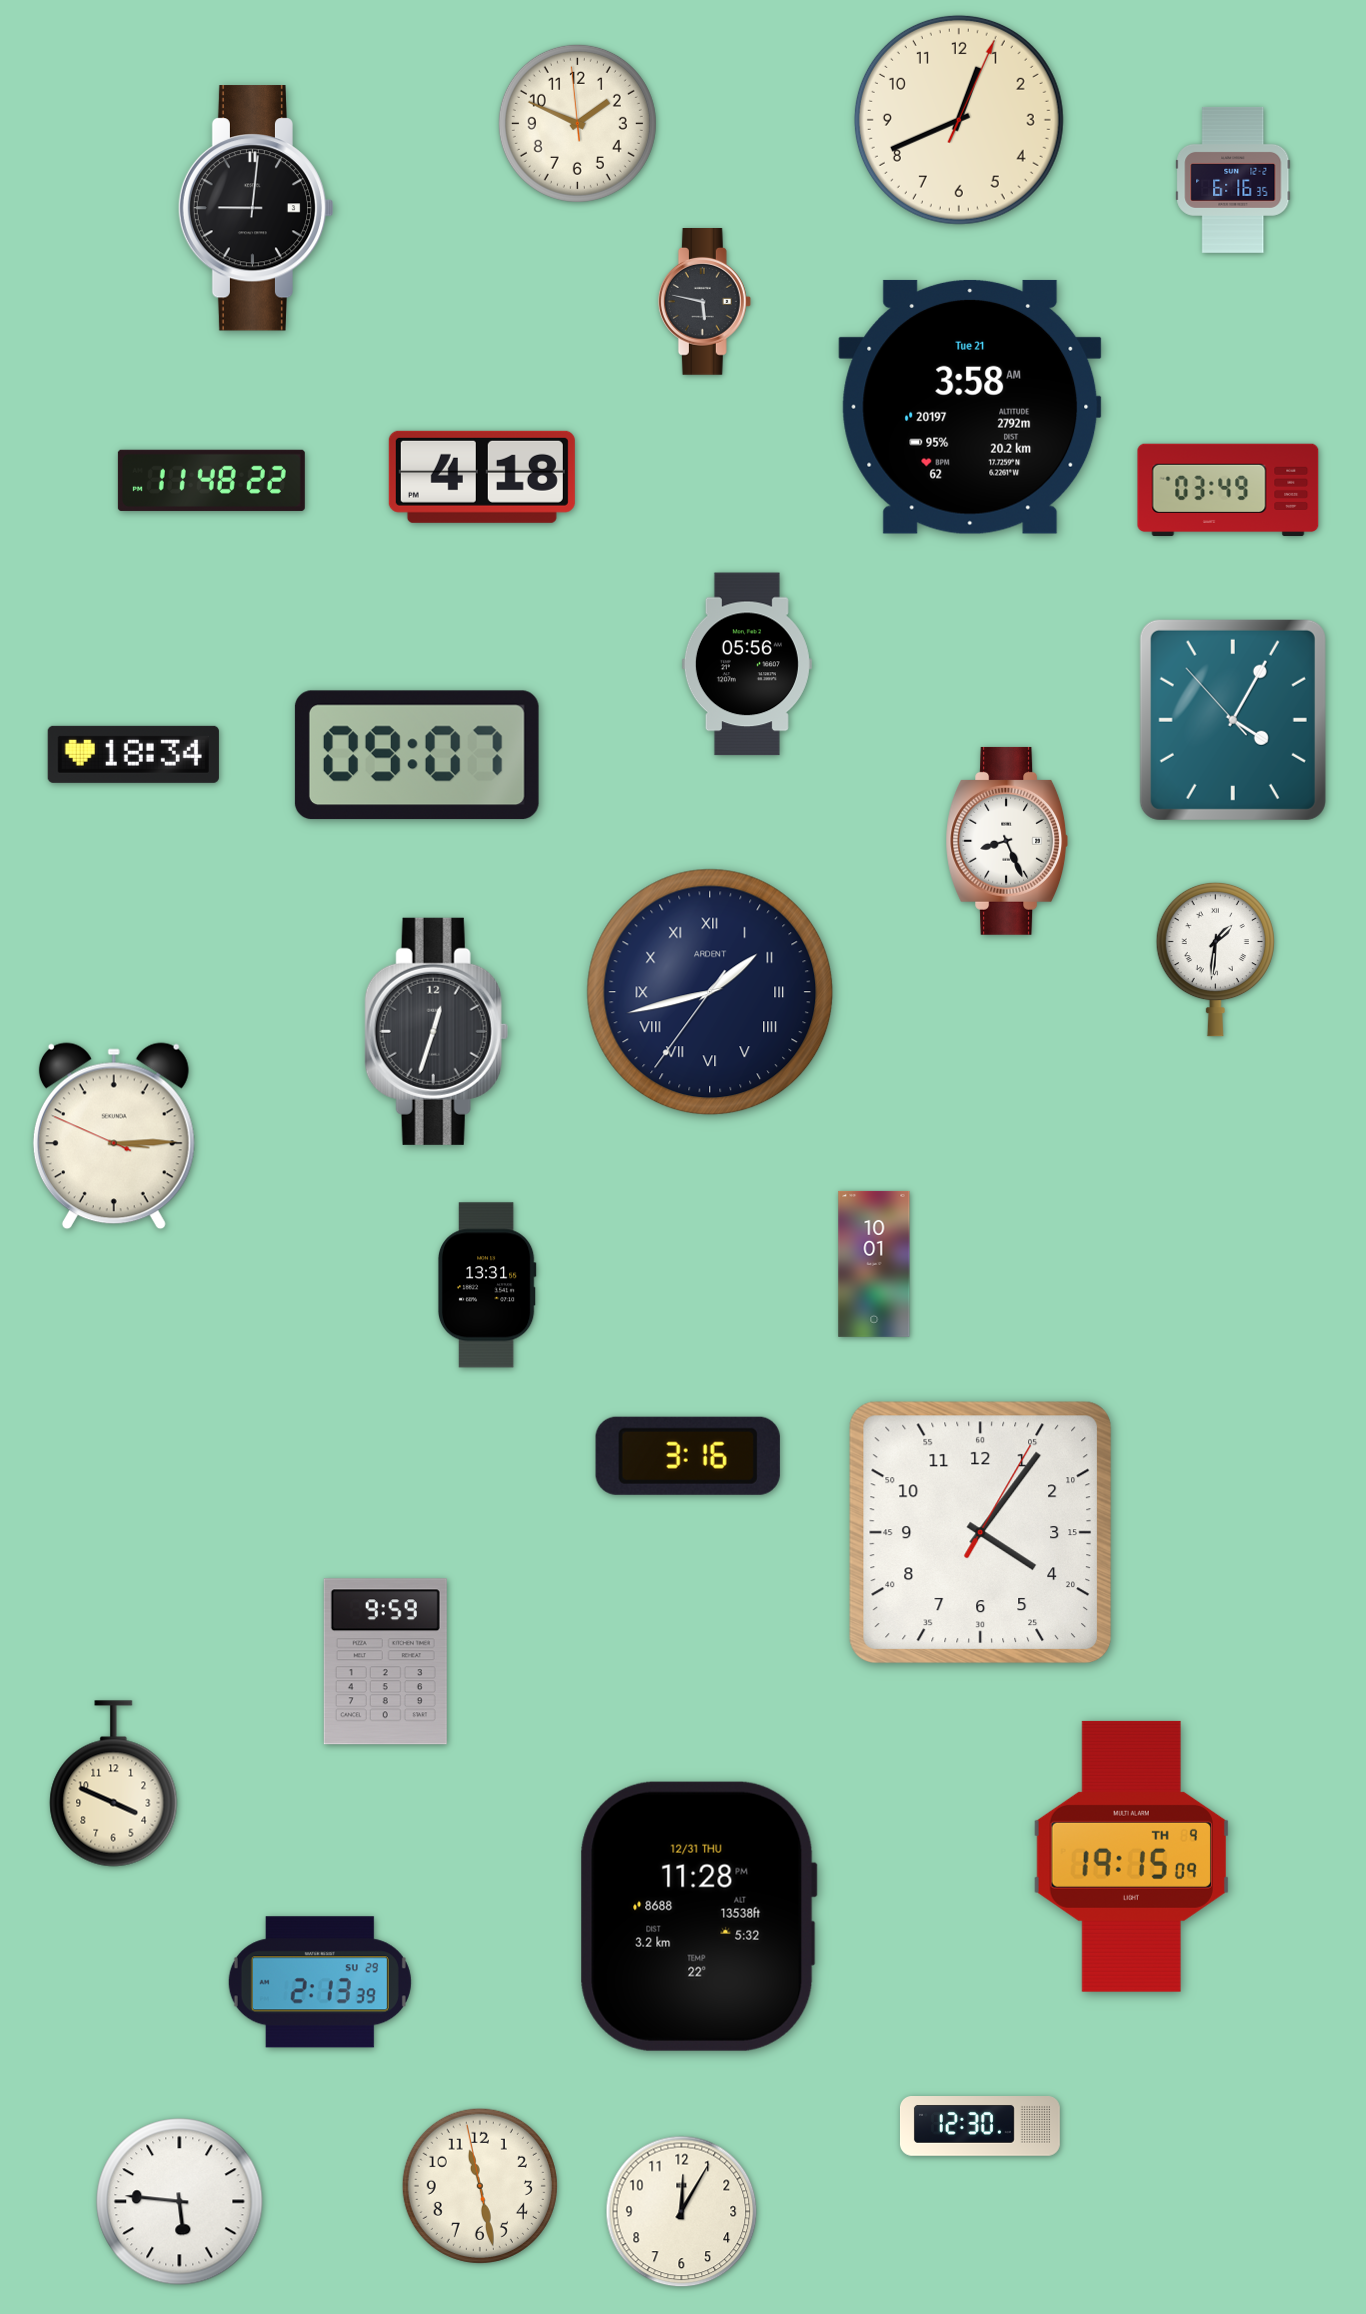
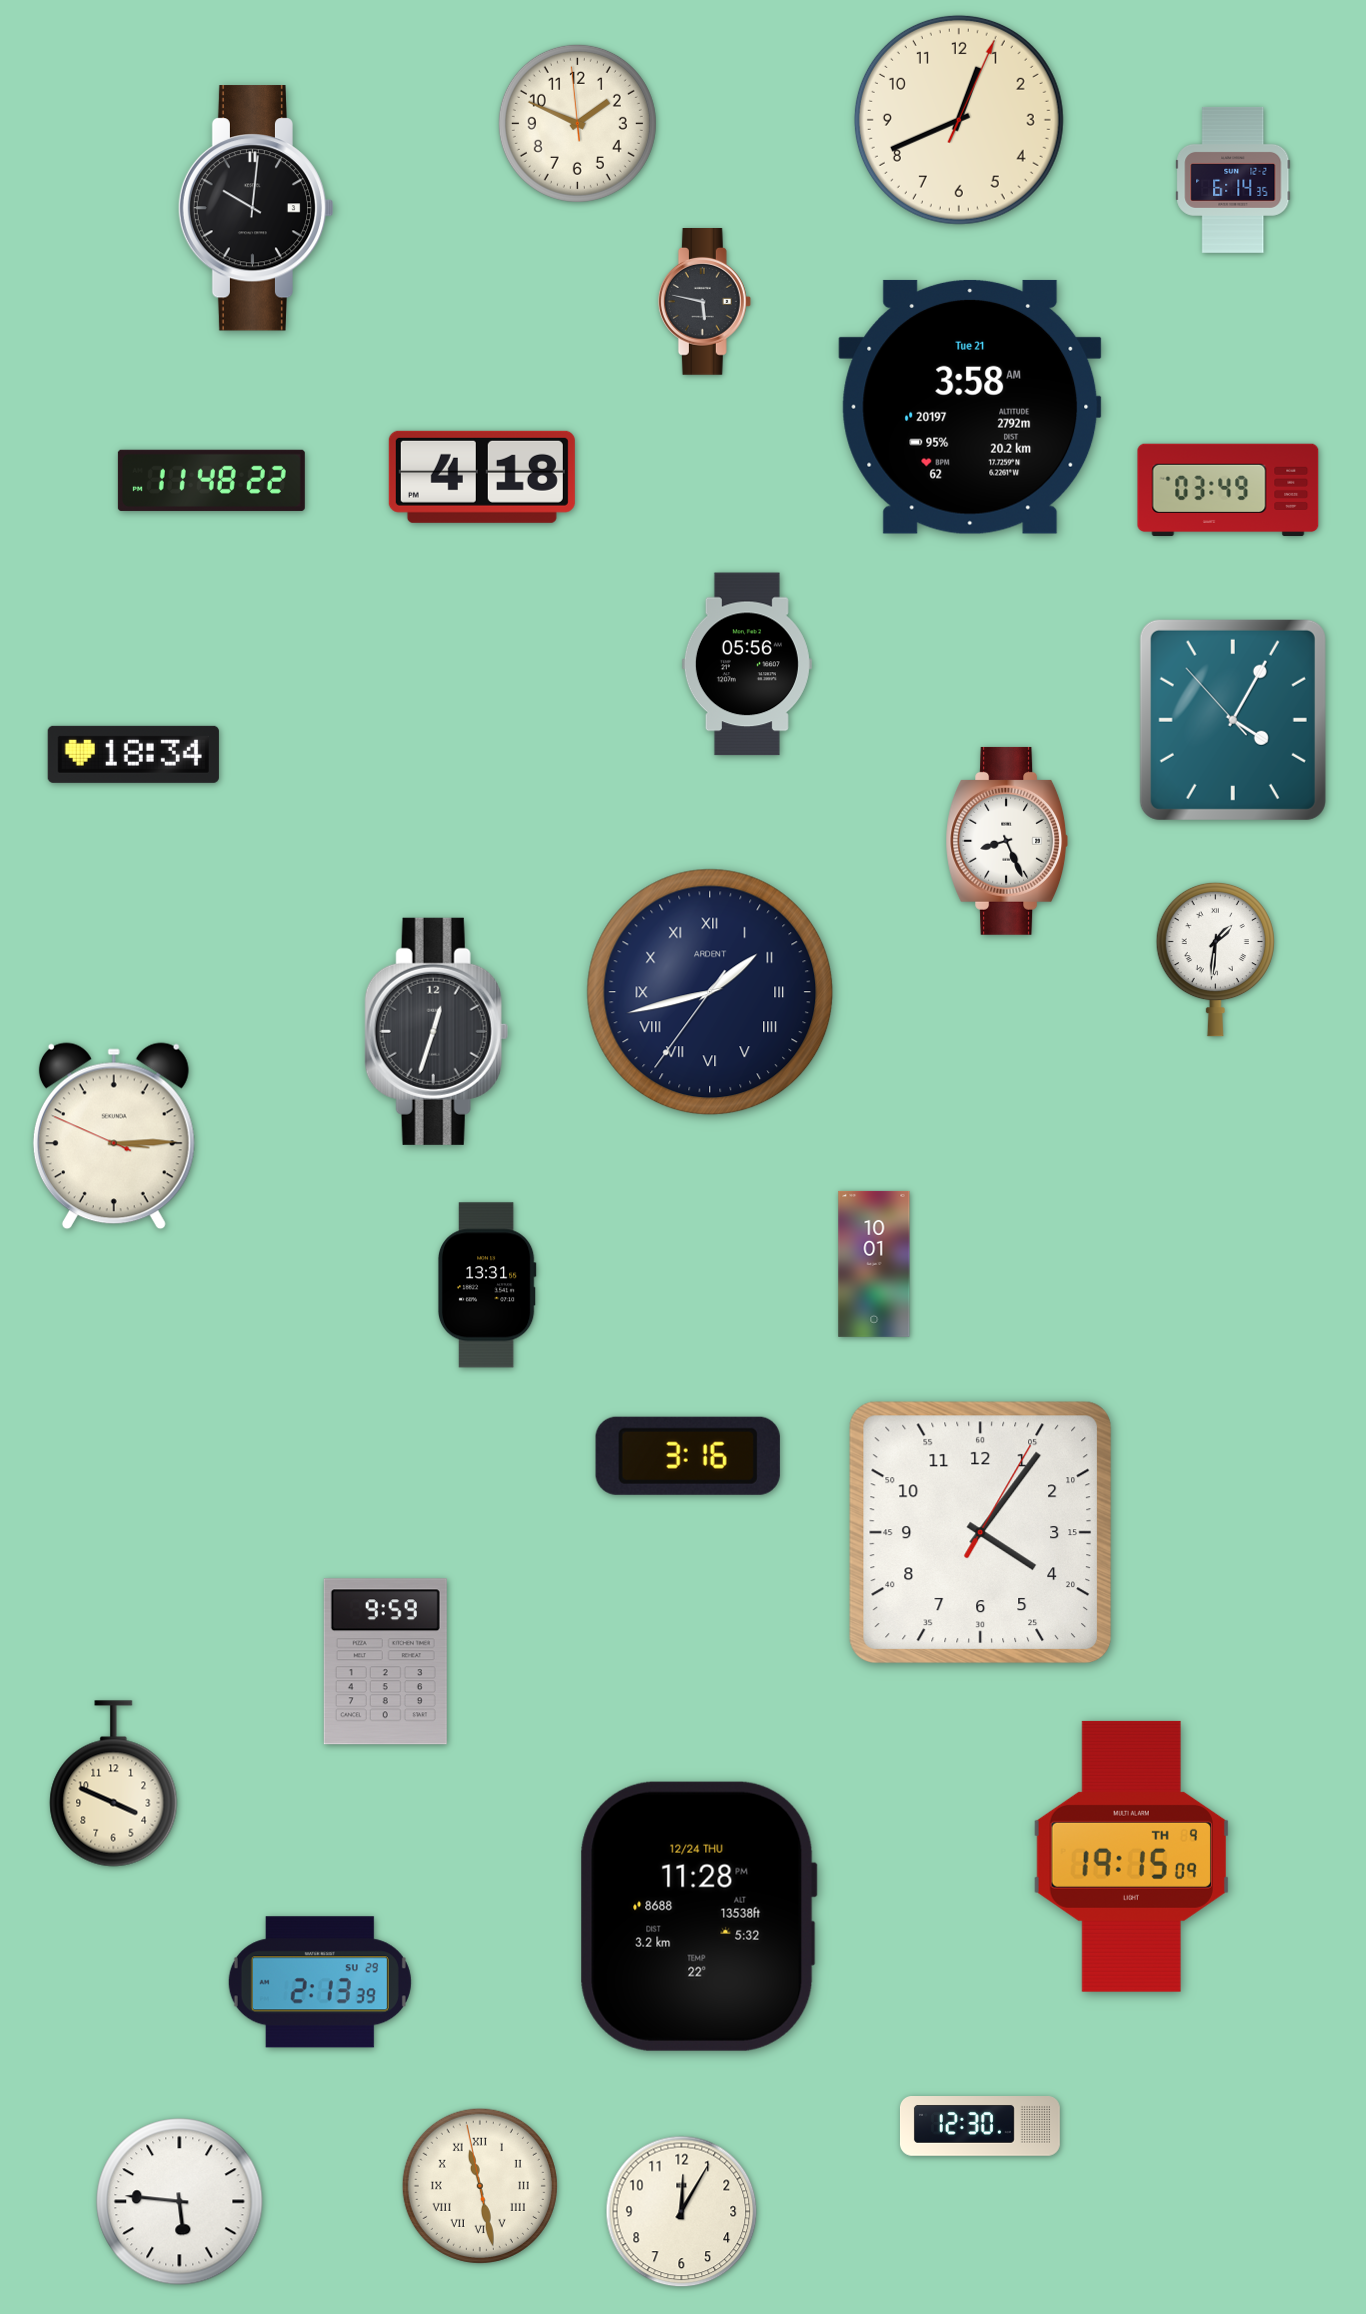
clock at (1233, 180): 6:16 -> 6:14
clock at (256, 208): 9:01 -> 10:01
clock at (417, 755): 09:07 -> none
clock at (698, 1916) date: 12/31 THU -> 12/24 THU
clock at (480, 2186) numerals: Arabic -> Roman
